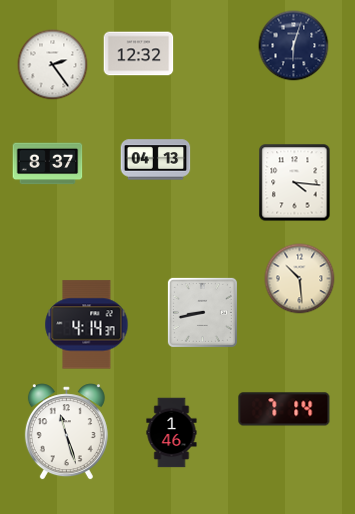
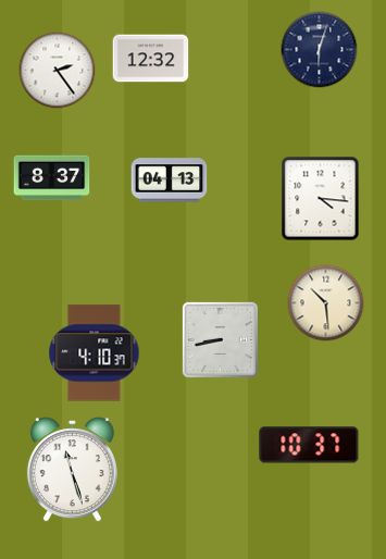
clock at (156, 160) position: (156, 160) -> (170, 181)
clock at (87, 325): 4:14 -> 4:10
clock at (284, 409): 7:14 -> 10:37
clock at (172, 433): 1:46 -> none
